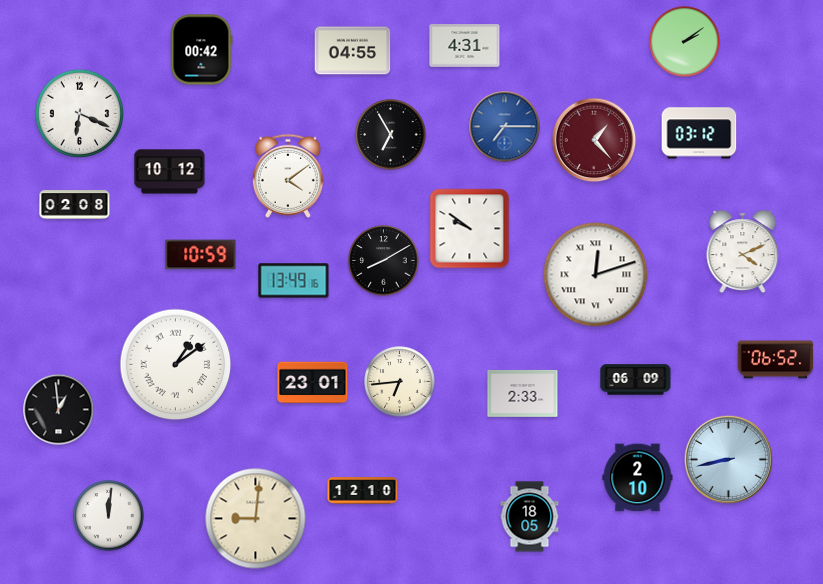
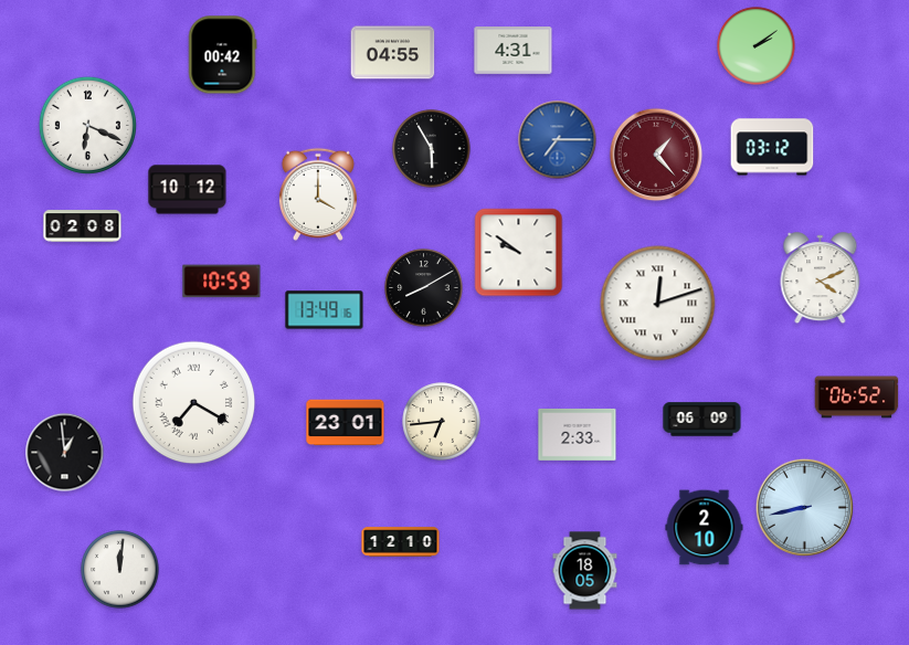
clock at (353, 51) position: (353, 51) -> (393, 53)
clock at (391, 135): 6:55 -> 5:55
clock at (288, 176): 4:09 -> 4:00
clock at (176, 365): 1:09 -> 7:20
clock at (256, 519): 9:01 -> none
